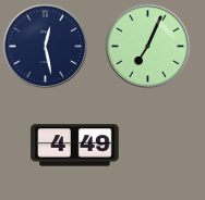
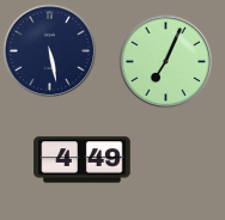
clock at (45, 46): 12:28 -> 5:28
clock at (147, 46) position: (147, 46) -> (165, 61)
